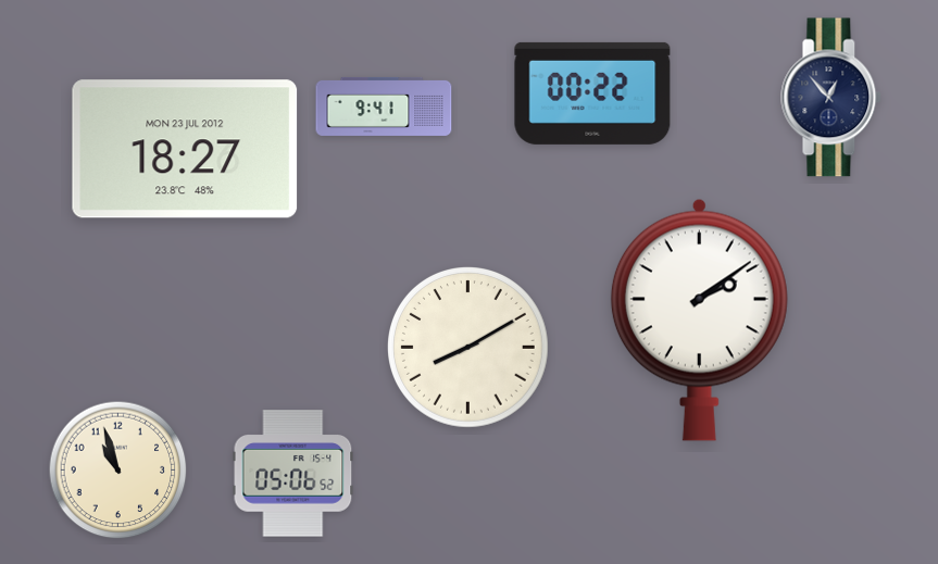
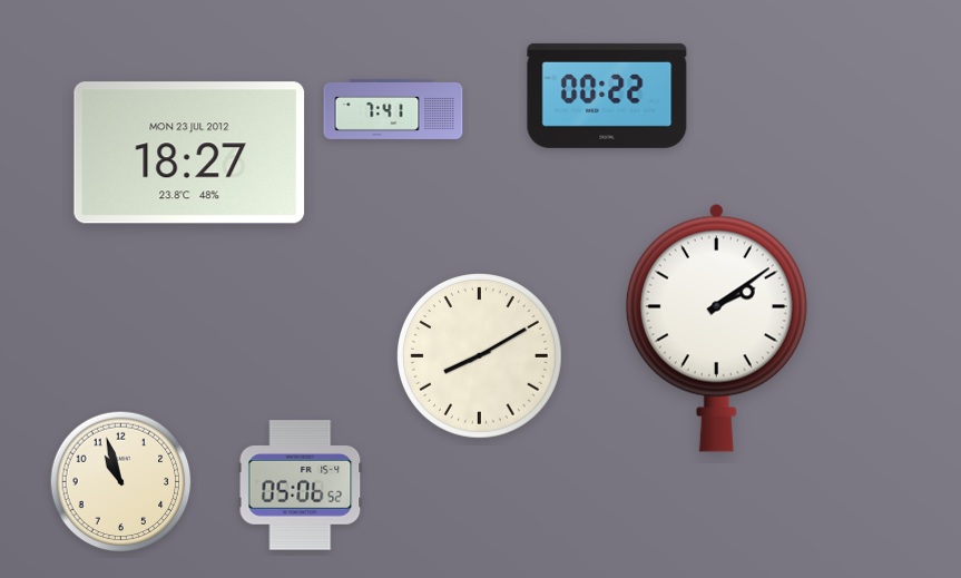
clock at (831, 98): 12:53 -> none
clock at (384, 106): 9:41 -> 7:41
